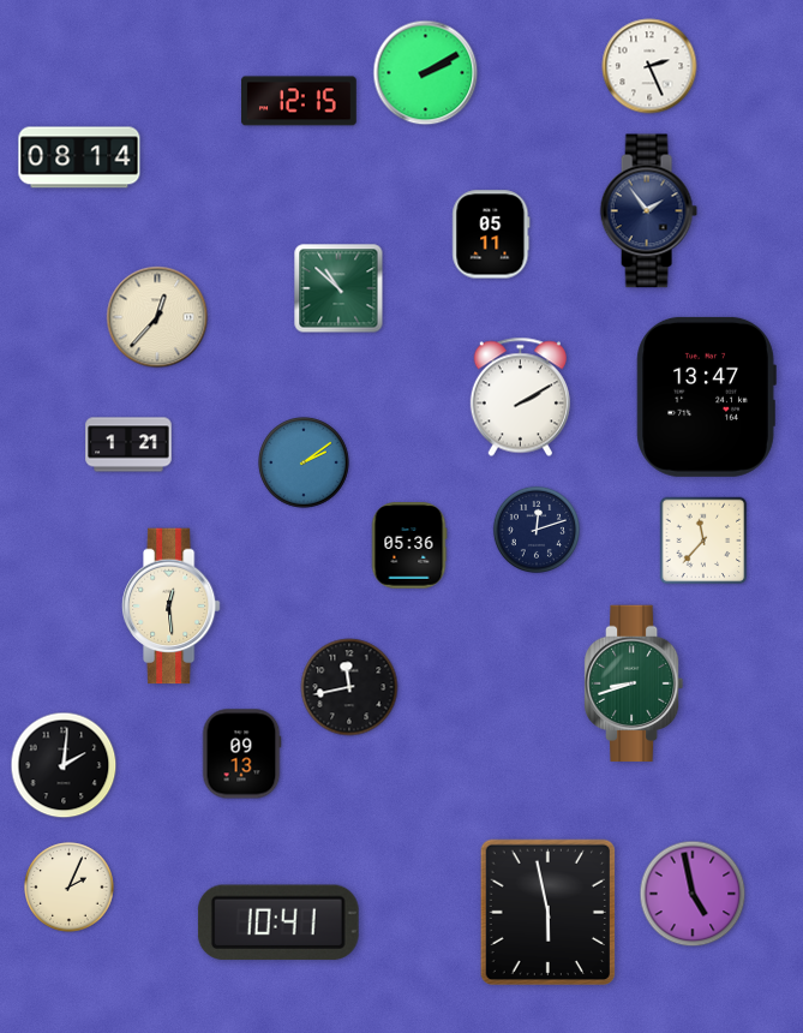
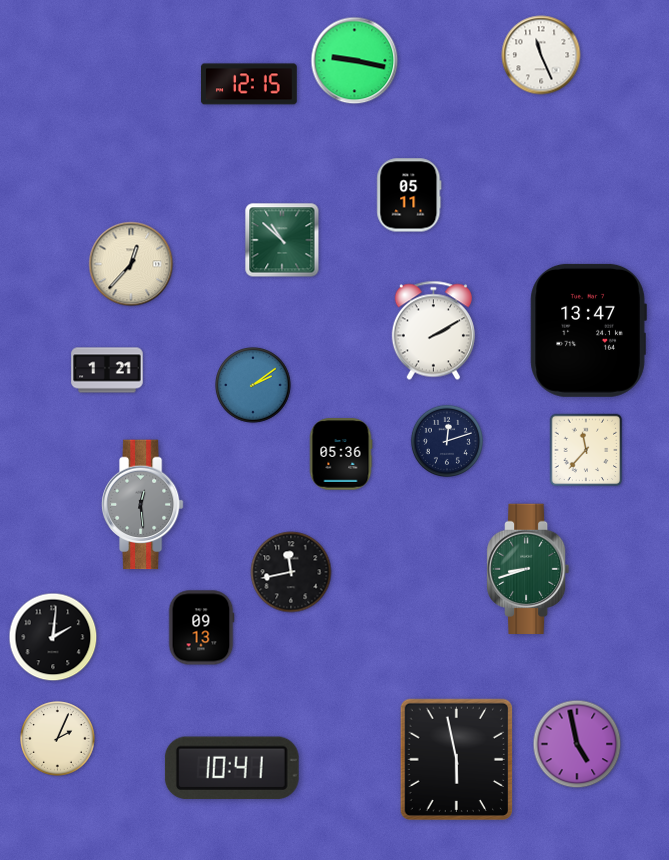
clock at (649, 66): 2:26 -> 11:26
clock at (426, 73): 2:10 -> 9:17
clock at (79, 157): 08:14 -> none
clock at (648, 211): 1:54 -> none
clock at (170, 607) dial: cream -> grey
